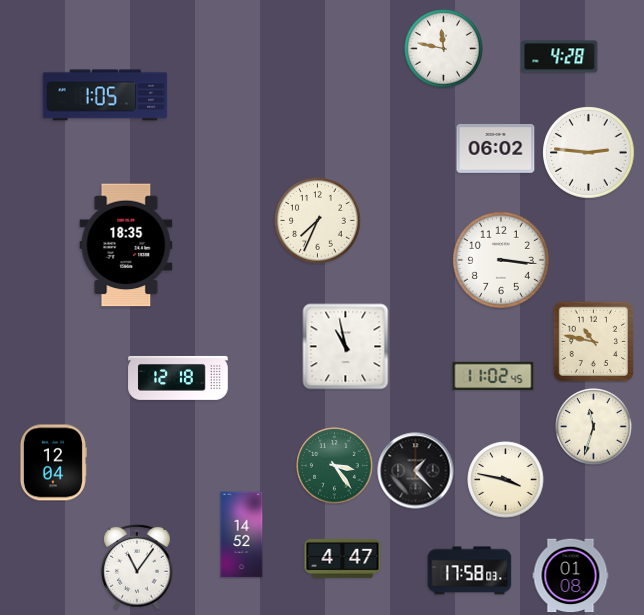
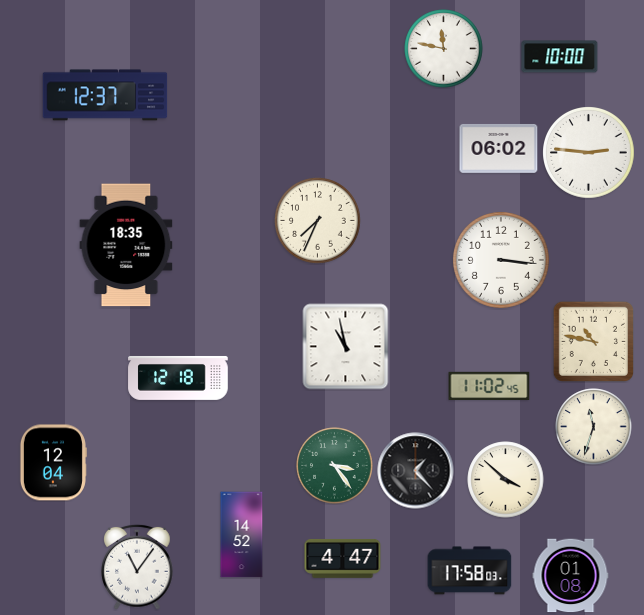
clock at (560, 57): 4:28 -> 10:00
clock at (105, 95): 1:05 -> 12:37
clock at (496, 149) position: (496, 149) -> (499, 149)
clock at (493, 376) position: (493, 376) -> (489, 386)
clock at (506, 480): 3:47 -> 3:52
